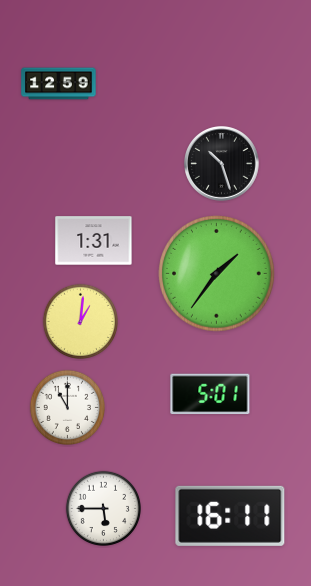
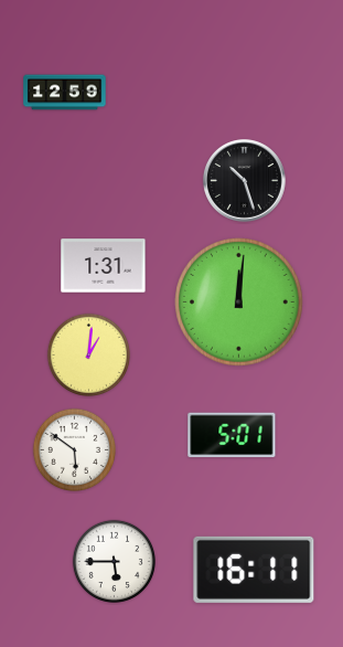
clock at (217, 274): 1:36 -> 12:01
clock at (67, 407): 11:00 -> 5:51
